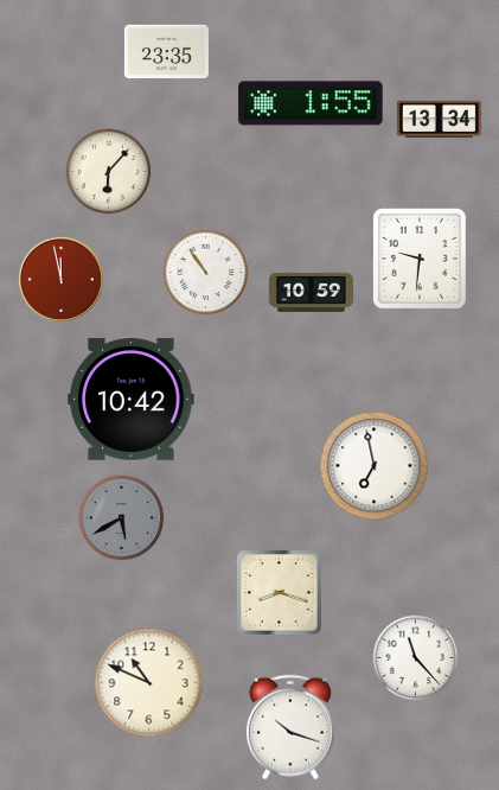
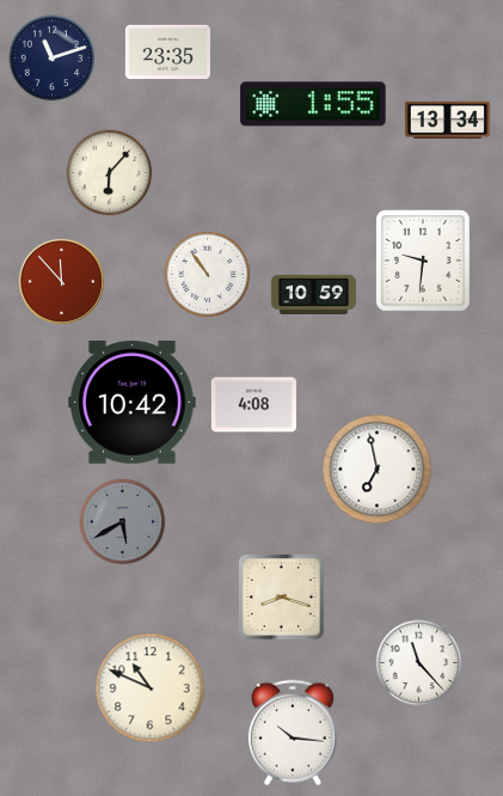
clock at (53, 59): none -> 11:12
clock at (439, 119) position: (439, 119) -> (447, 120)
clock at (60, 279): 11:58 -> 11:53
clock at (253, 405): none -> 4:08
clock at (290, 727): 10:18 -> 10:16
